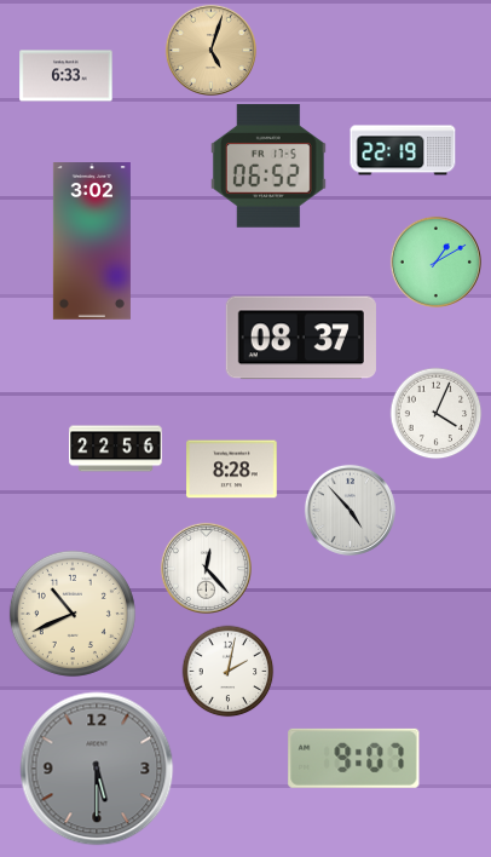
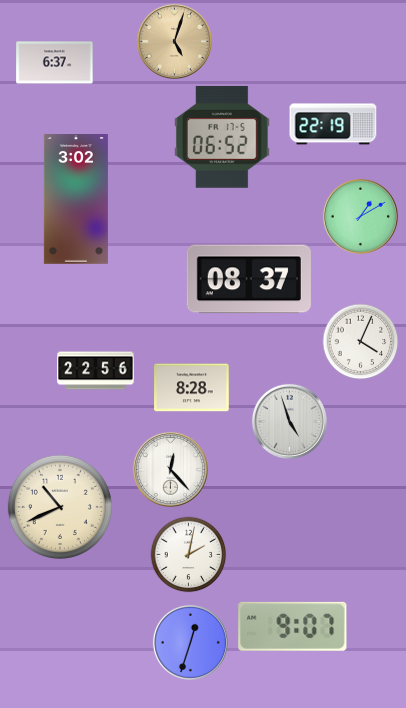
clock at (67, 76): 6:33 -> 6:37
clock at (350, 510): 4:53 -> 4:57
clock at (97, 769): 5:30 -> none
clock at (190, 642): none -> 12:33
